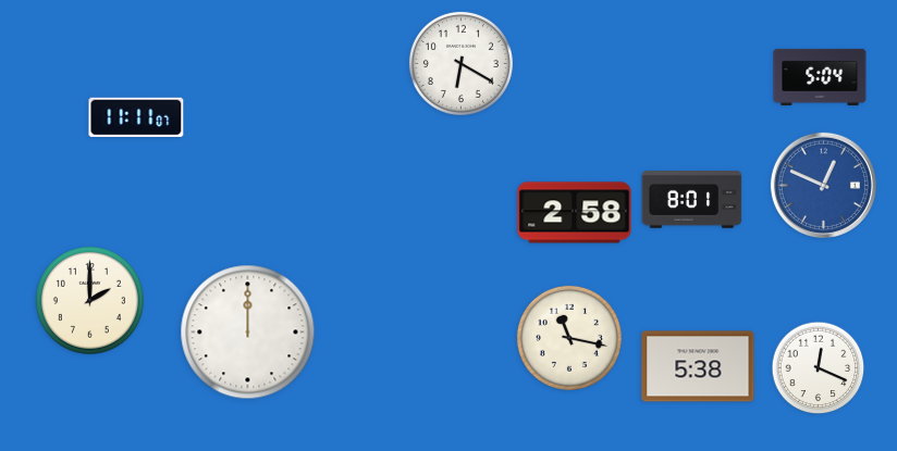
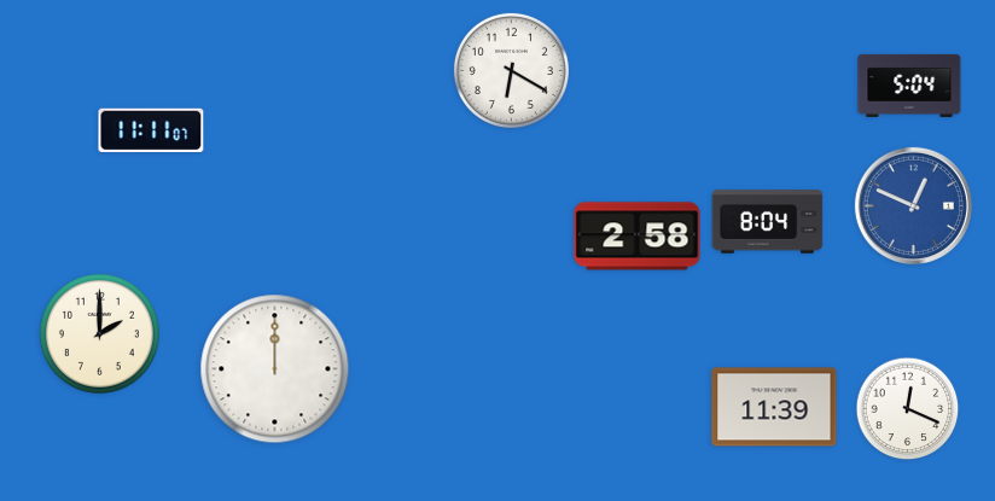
clock at (692, 200): 8:01 -> 8:04
clock at (569, 338): 11:17 -> none
clock at (698, 366): 5:38 -> 11:39
